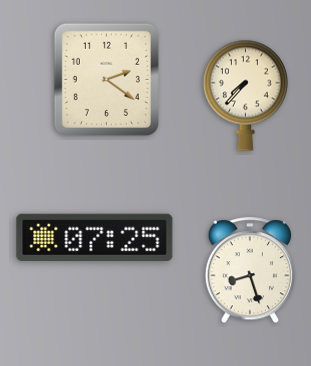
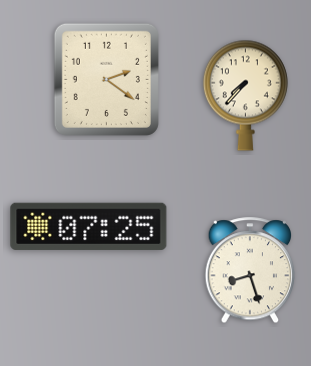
clock at (95, 237) position: (95, 237) -> (89, 226)
